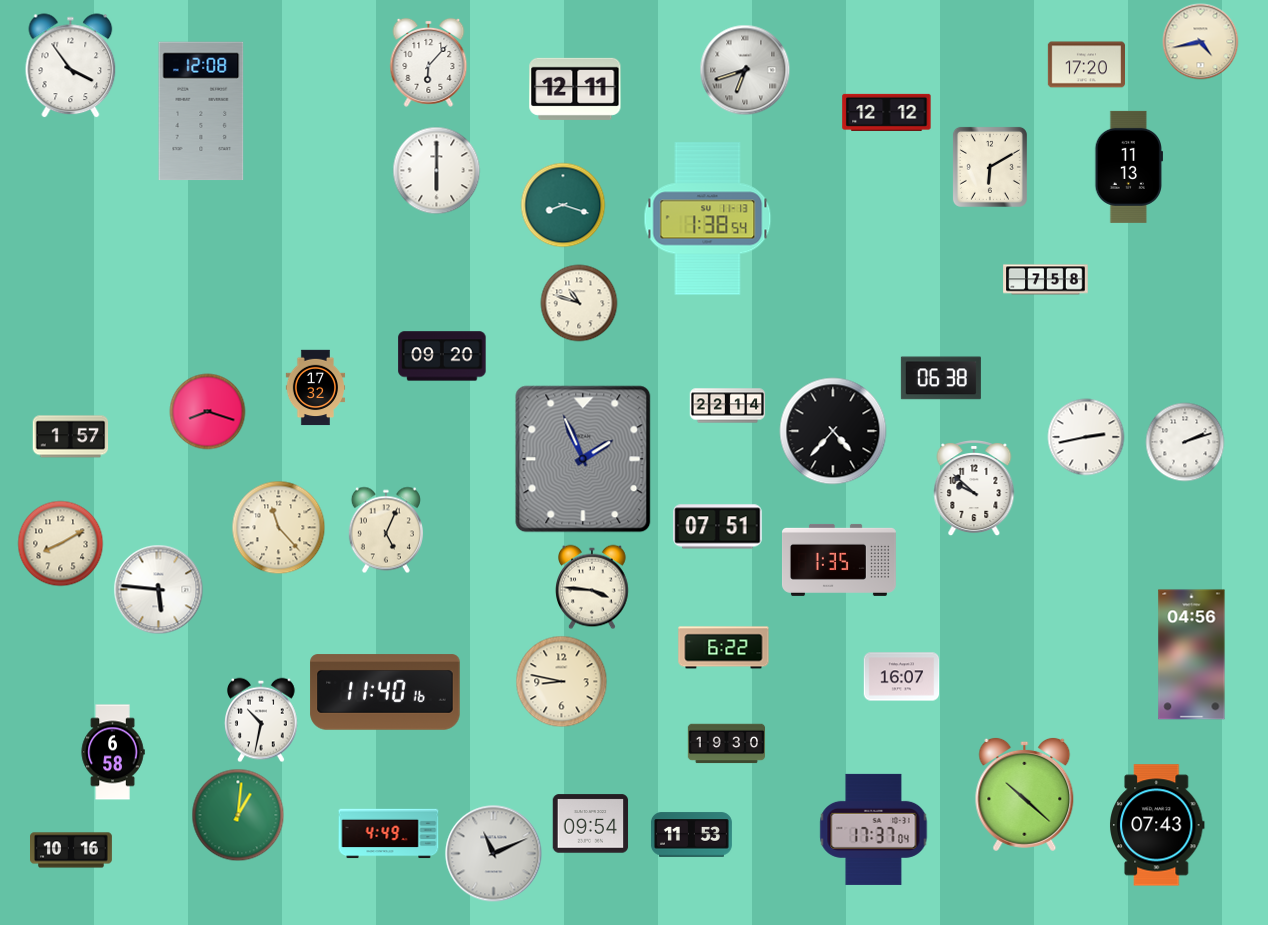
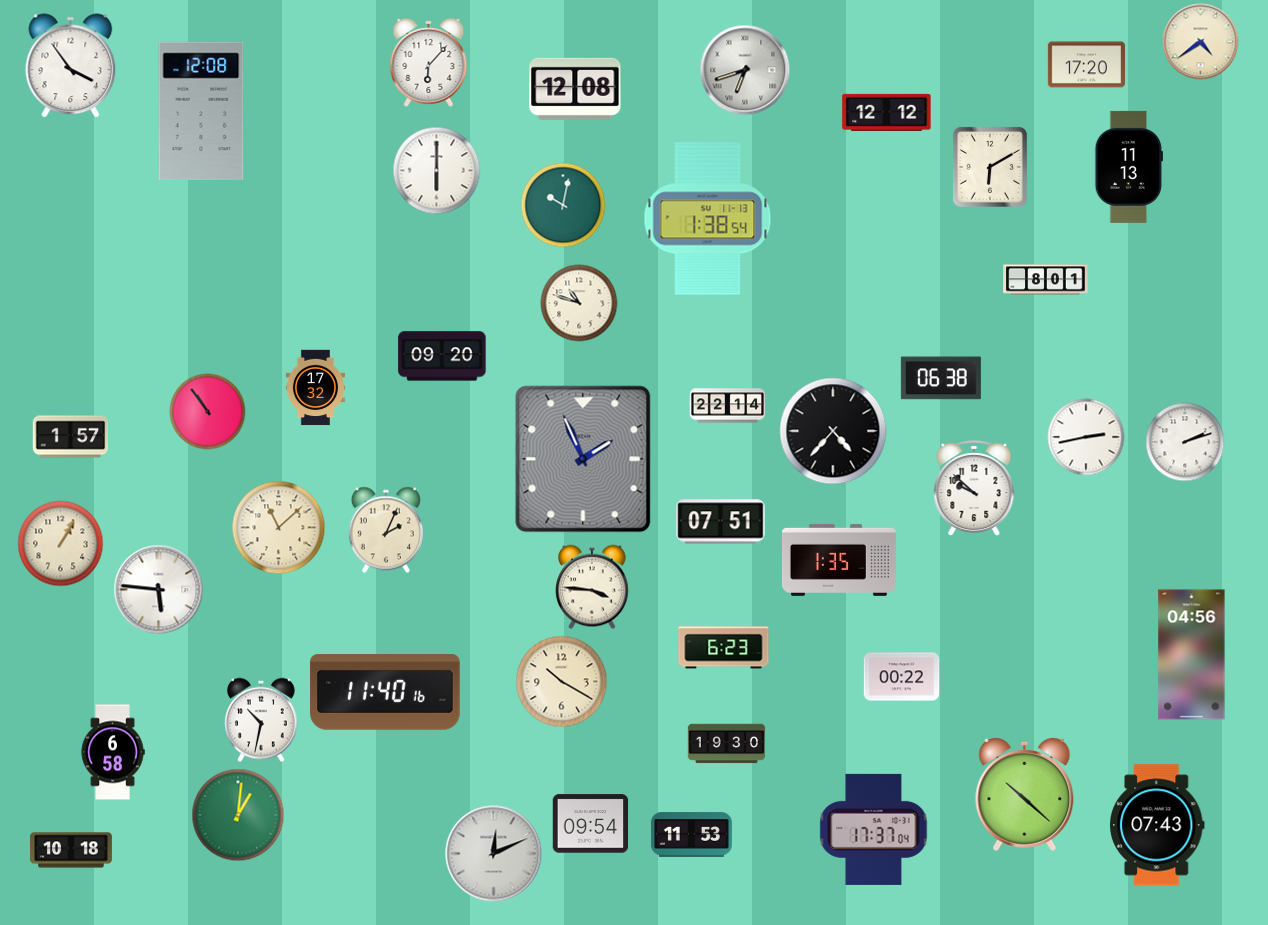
clock at (1201, 42): 4:43 -> 4:39
clock at (575, 89): 12:11 -> 12:08
clock at (563, 205): 8:18 -> 10:02
clock at (1046, 280): 7:58 -> 8:01
clock at (208, 412): 8:18 -> 10:54
clock at (718, 527) position: (718, 527) -> (721, 522)
clock at (279, 528): 11:23 -> 11:08
clock at (386, 530): 5:04 -> 2:04
clock at (61, 544): 8:10 -> 1:05
clock at (724, 648): 6:22 -> 6:23
clock at (902, 677): 16:07 -> 00:22
clock at (562, 682): 8:47 -> 10:20
clock at (389, 834): 4:49 -> none
clock at (72, 850): 10:16 -> 10:18
clock at (494, 854): 11:11 -> 12:11
